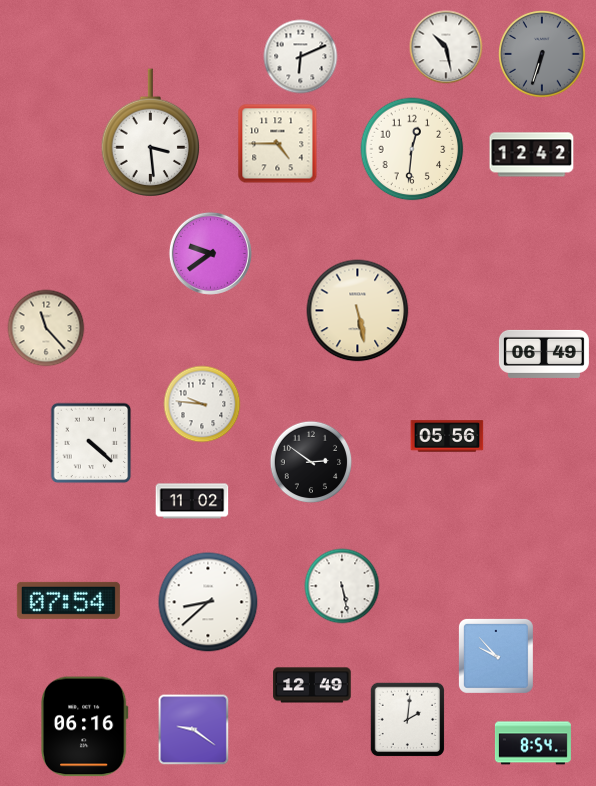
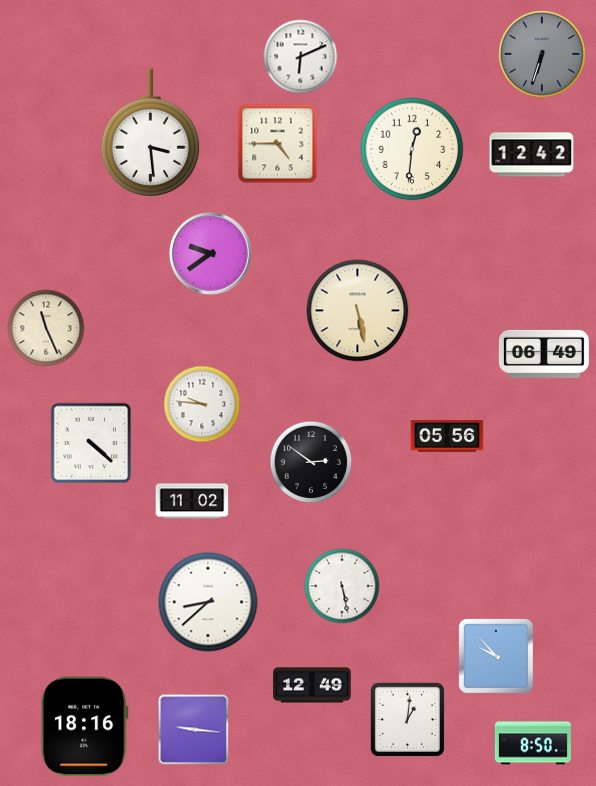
clock at (446, 47): 10:28 -> none
clock at (46, 328): 11:23 -> 11:26
clock at (68, 600): 07:54 -> none
clock at (407, 719): 2:01 -> 1:01
clock at (84, 727): 06:16 -> 18:16
clock at (194, 730): 9:21 -> 9:16
clock at (533, 743): 8:54 -> 8:50
